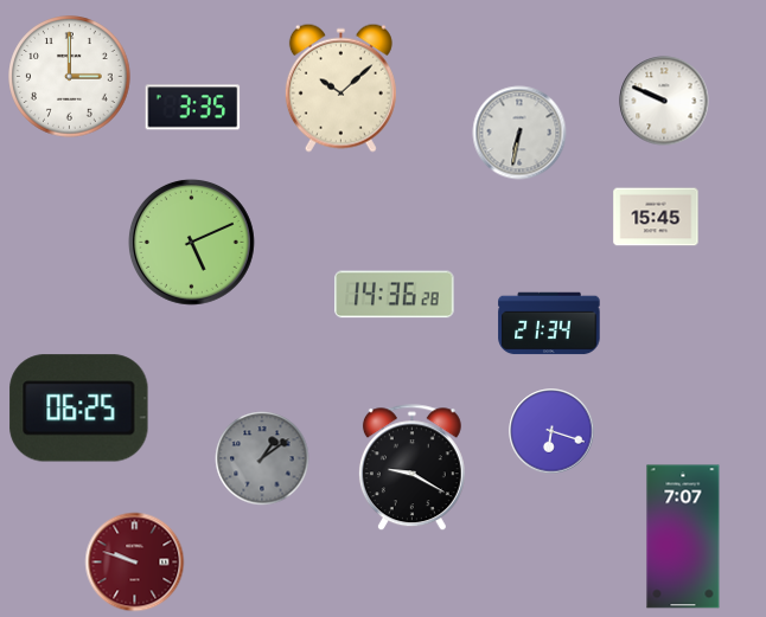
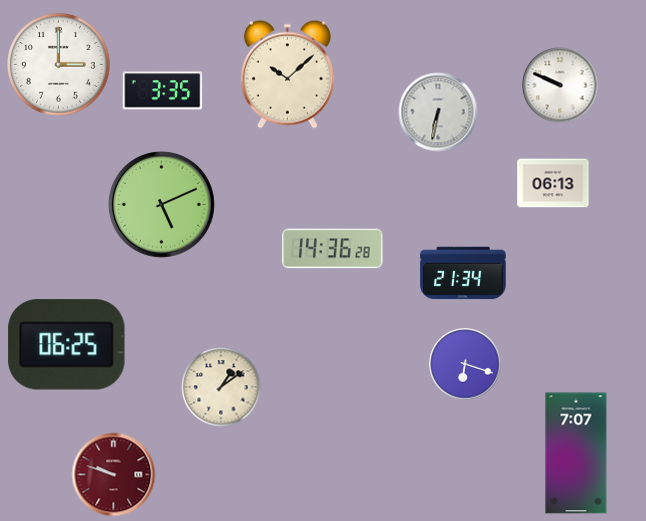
clock at (656, 217): 15:45 -> 06:13
clock at (262, 458) dial: grey -> cream
clock at (411, 468): 9:20 -> none
